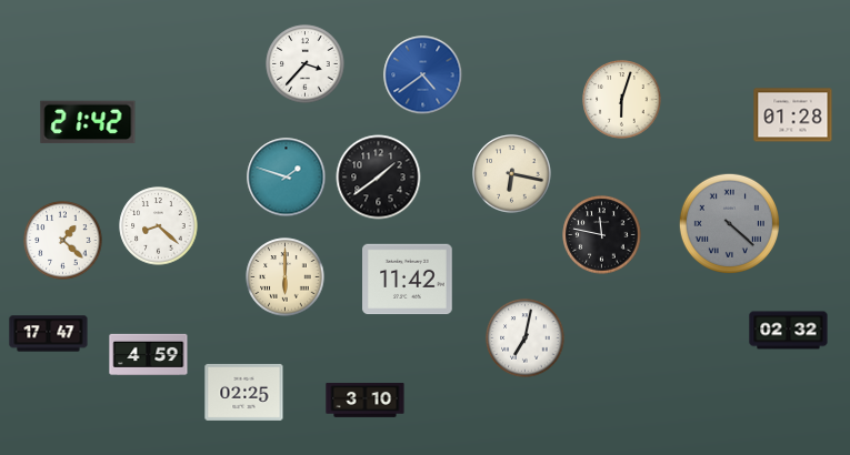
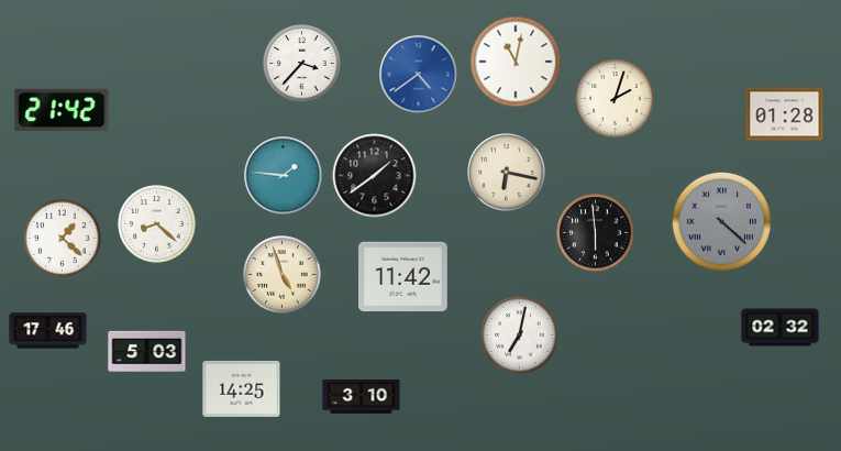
clock at (516, 62): none -> 11:02
clock at (622, 100): 6:03 -> 2:03
clock at (88, 122) position: (88, 122) -> (62, 110)
clock at (287, 178): 1:48 -> 1:46
clock at (602, 235): 11:47 -> 5:59
clock at (286, 277): 6:00 -> 4:57
clock at (49, 334): 17:47 -> 17:46
clock at (149, 354): 4:59 -> 5:03
clock at (244, 392): 02:25 -> 14:25
